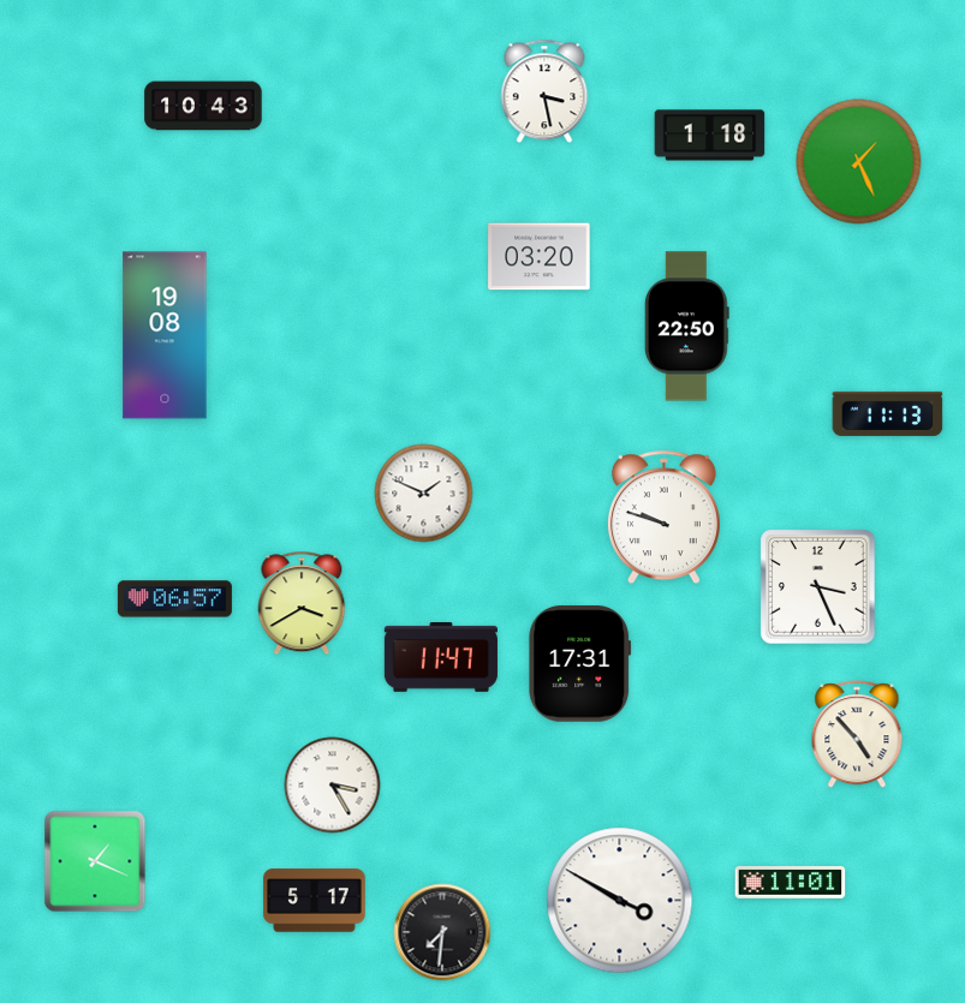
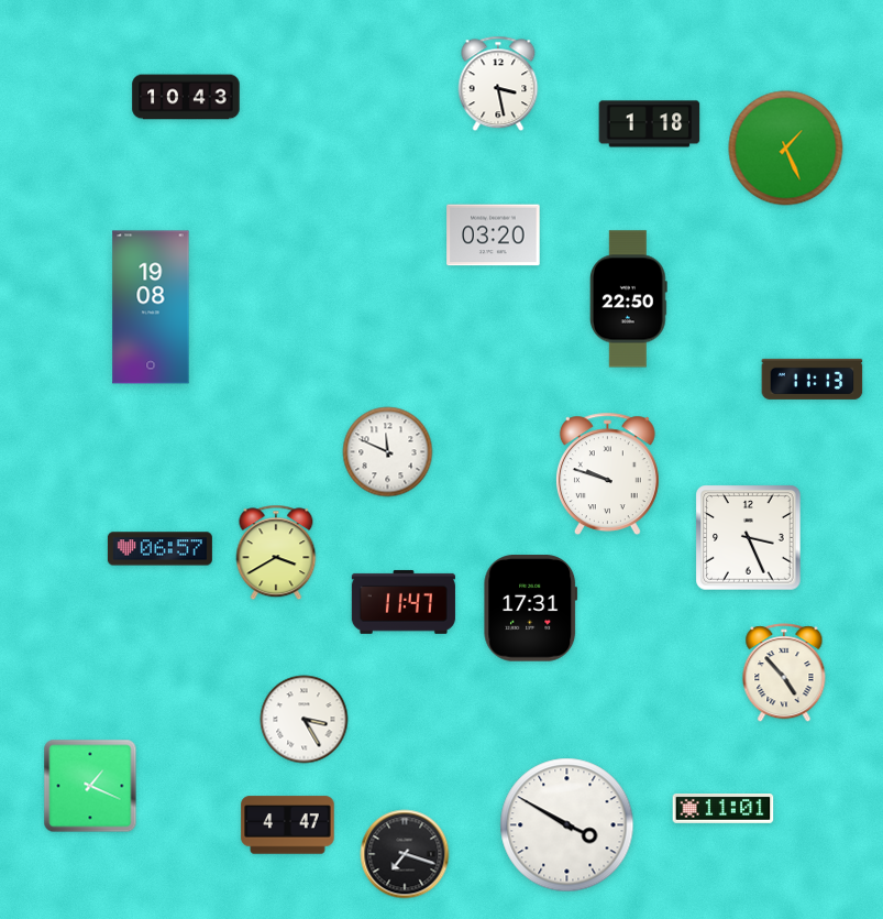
clock at (424, 494): 1:49 -> 11:49
clock at (95, 861) position: (95, 861) -> (90, 786)
clock at (315, 901): 5:17 -> 4:47
clock at (442, 932): 7:31 -> 7:18
